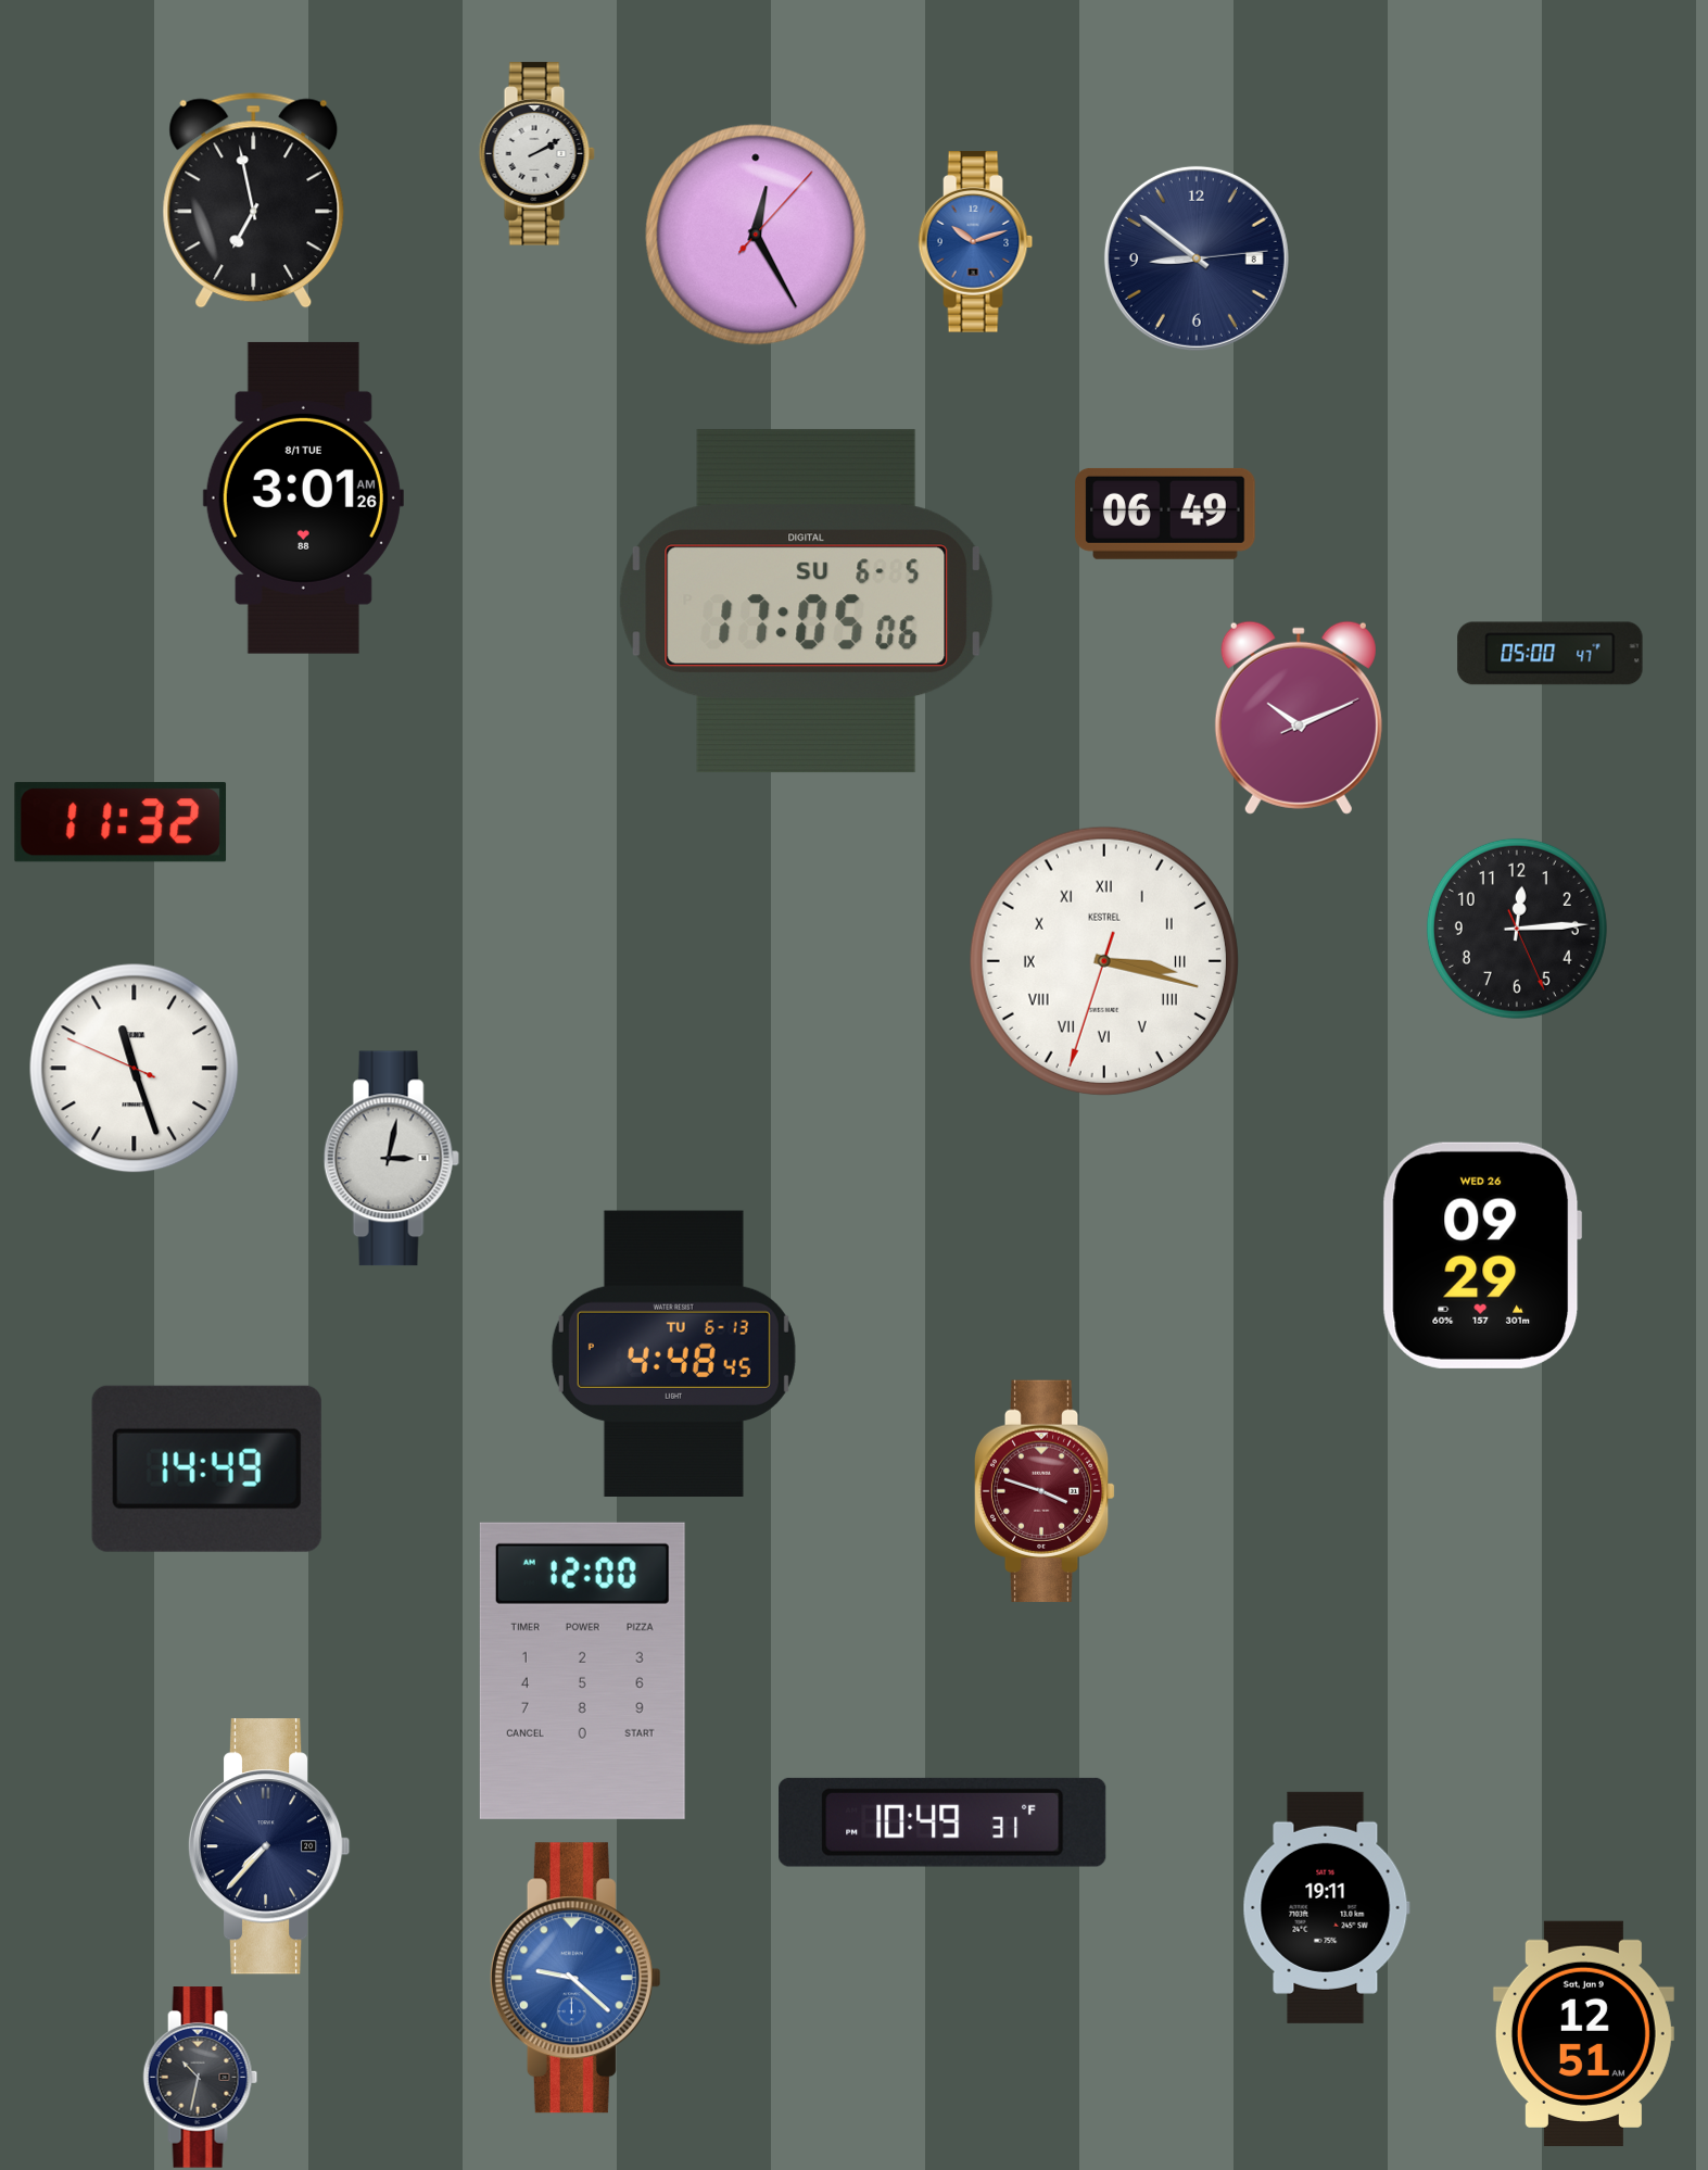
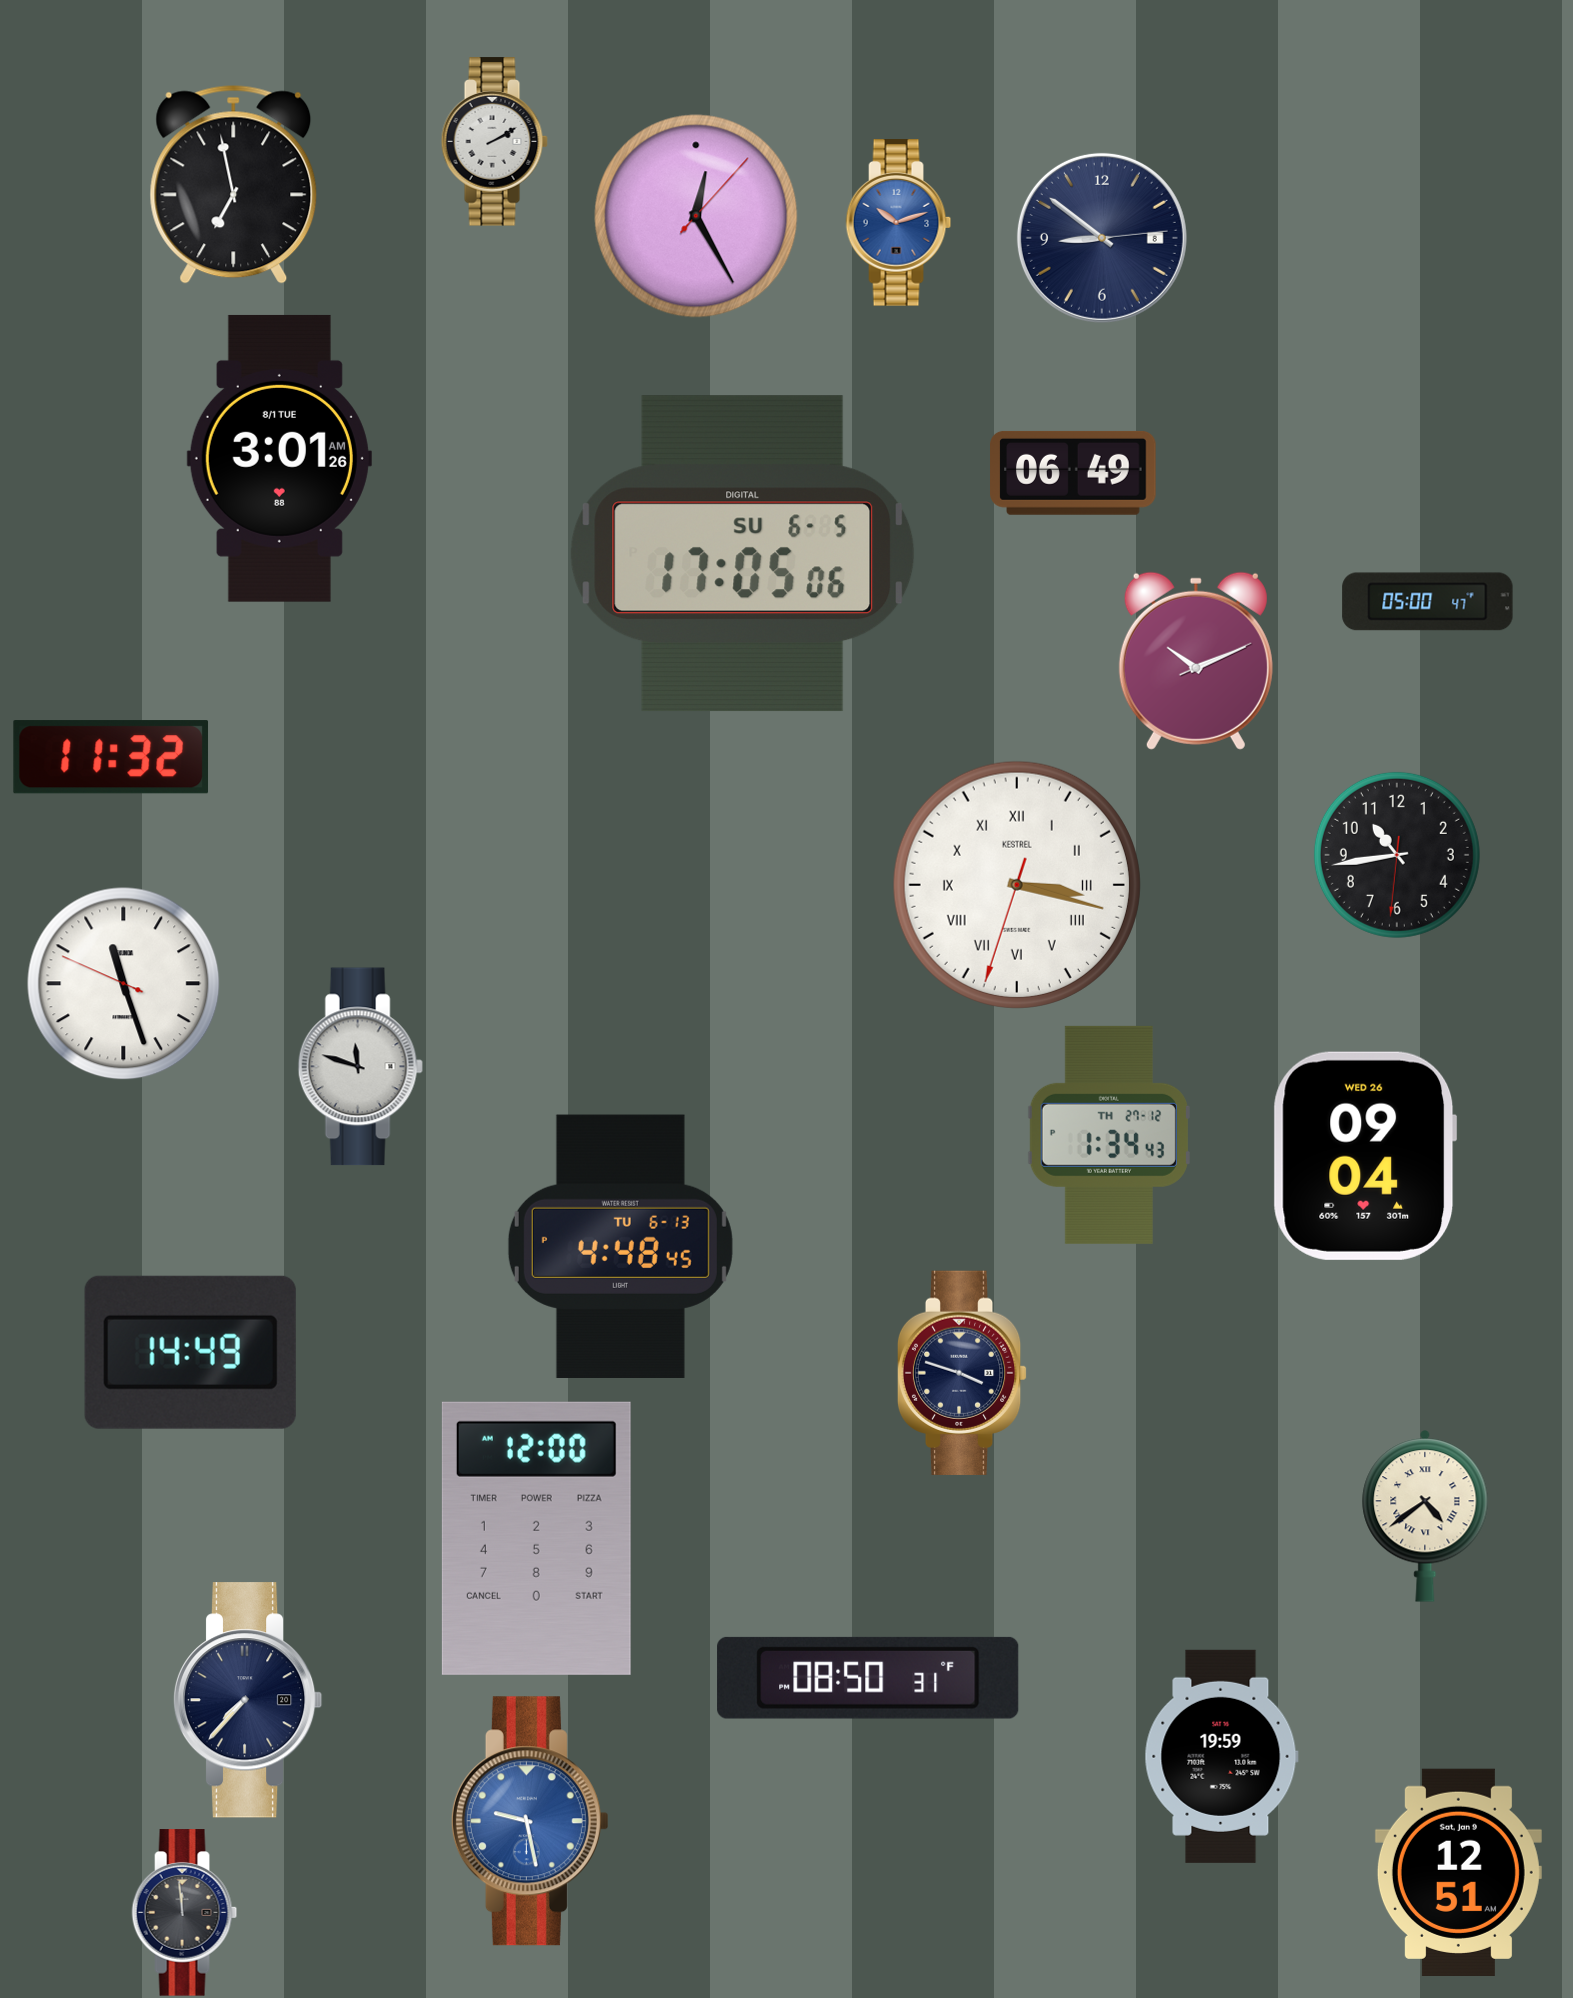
clock at (1517, 929): 12:14 -> 10:43
clock at (391, 1159): 3:02 -> 11:48
clock at (1109, 1135): none -> 1:34
clock at (1482, 1256): 09:29 -> 09:04
clock at (1045, 1491) dial: burgundy -> navy
clock at (1425, 1516): none -> 4:39
clock at (942, 1822): 10:49 -> 08:50
clock at (1326, 1907): 19:11 -> 19:59
clock at (575, 1978): 9:22 -> 9:28
clock at (201, 2078): 10:32 -> 11:59
